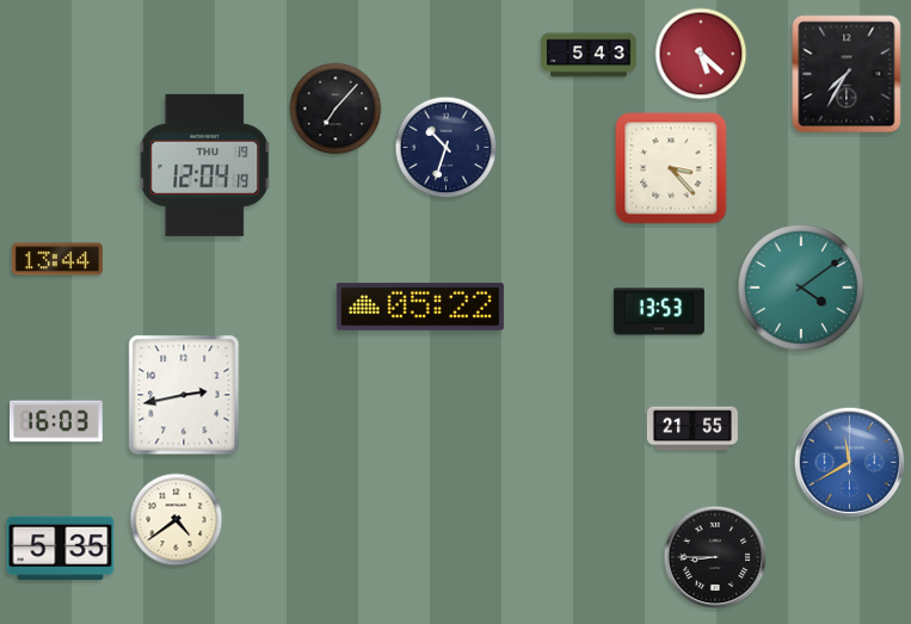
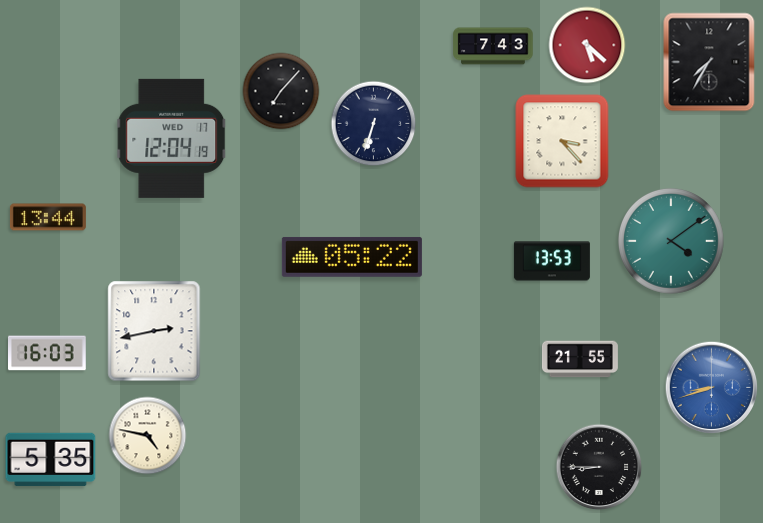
clock at (589, 55): 5:43 -> 7:43
clock at (447, 148): 10:33 -> 6:33
clock at (205, 165) date: THU 19 -> WED 17
clock at (850, 463): 11:40 -> 8:42
clock at (177, 520): 4:39 -> 4:47
